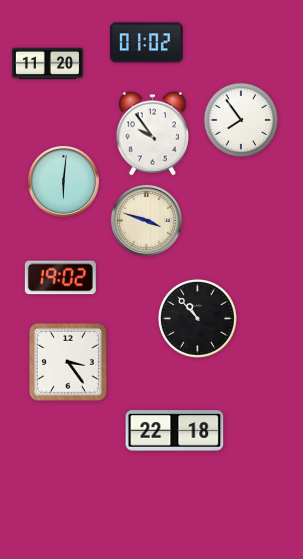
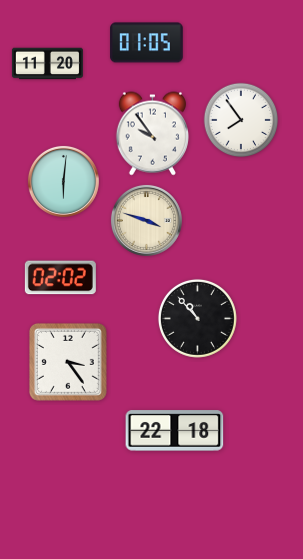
clock at (147, 43): 01:02 -> 01:05
clock at (60, 278): 19:02 -> 02:02
